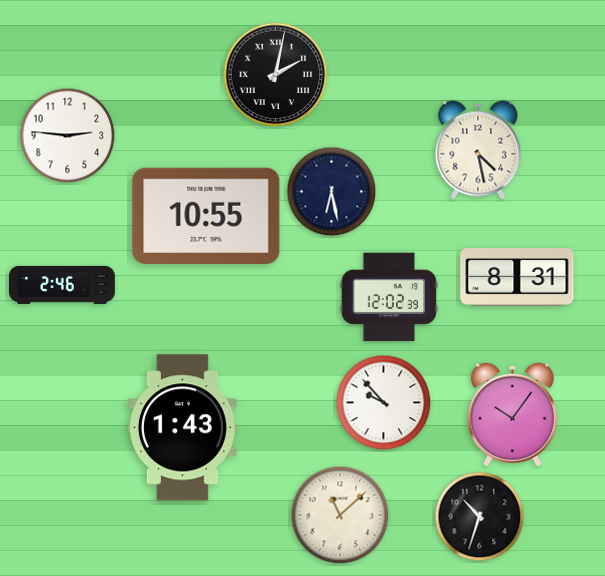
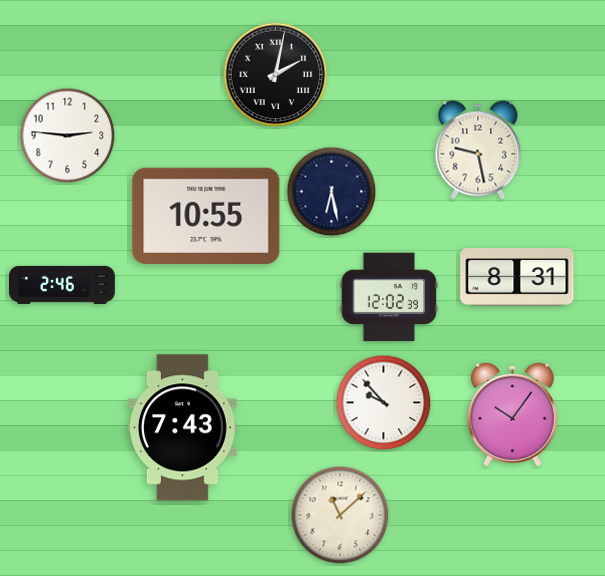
clock at (478, 150): 4:28 -> 9:28
clock at (182, 428): 1:43 -> 7:43
clock at (480, 517): 10:33 -> none
